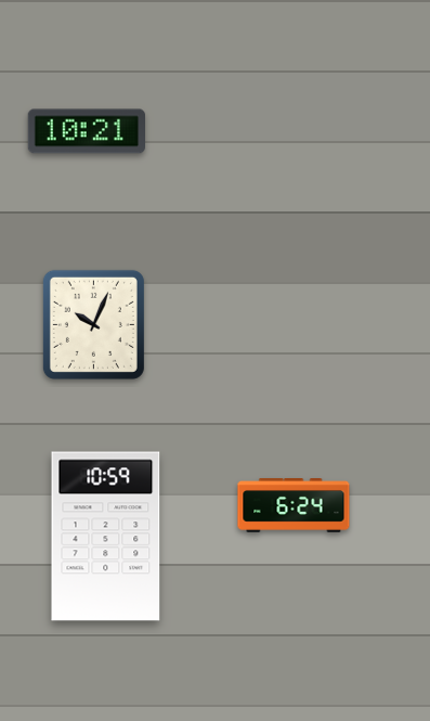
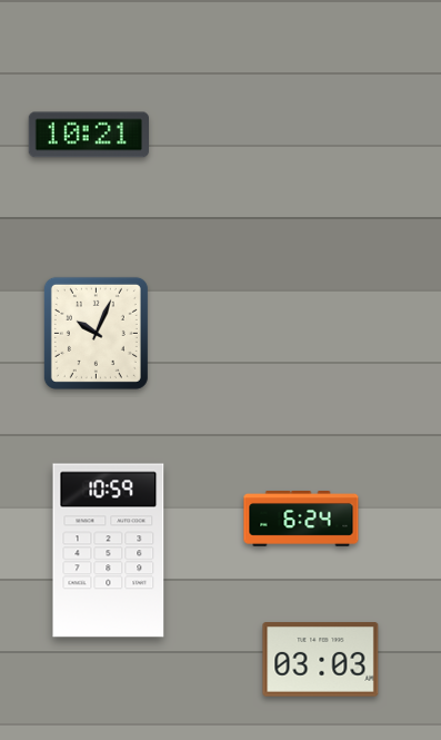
clock at (321, 660): none -> 03:03
